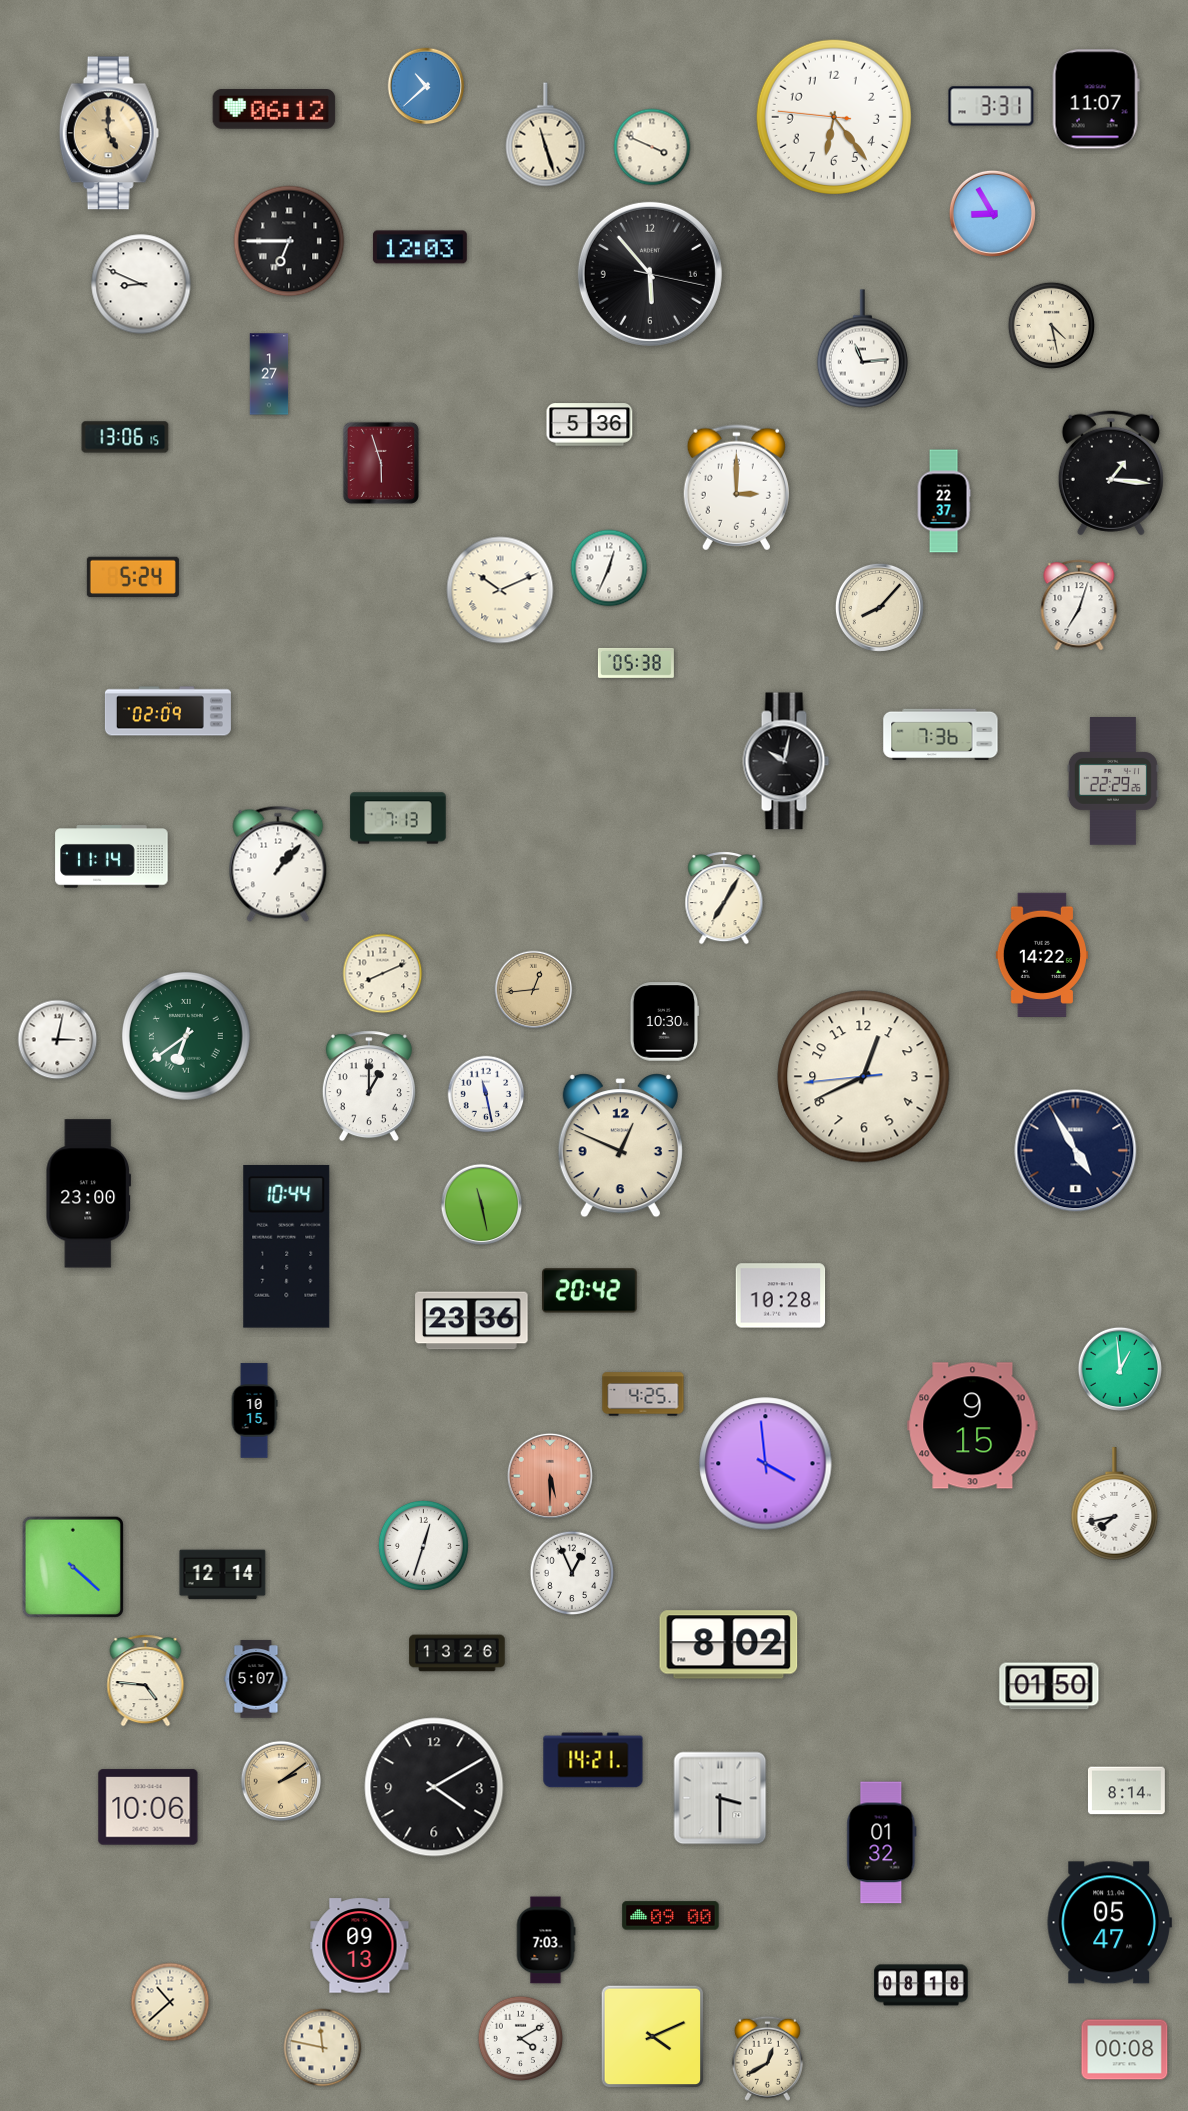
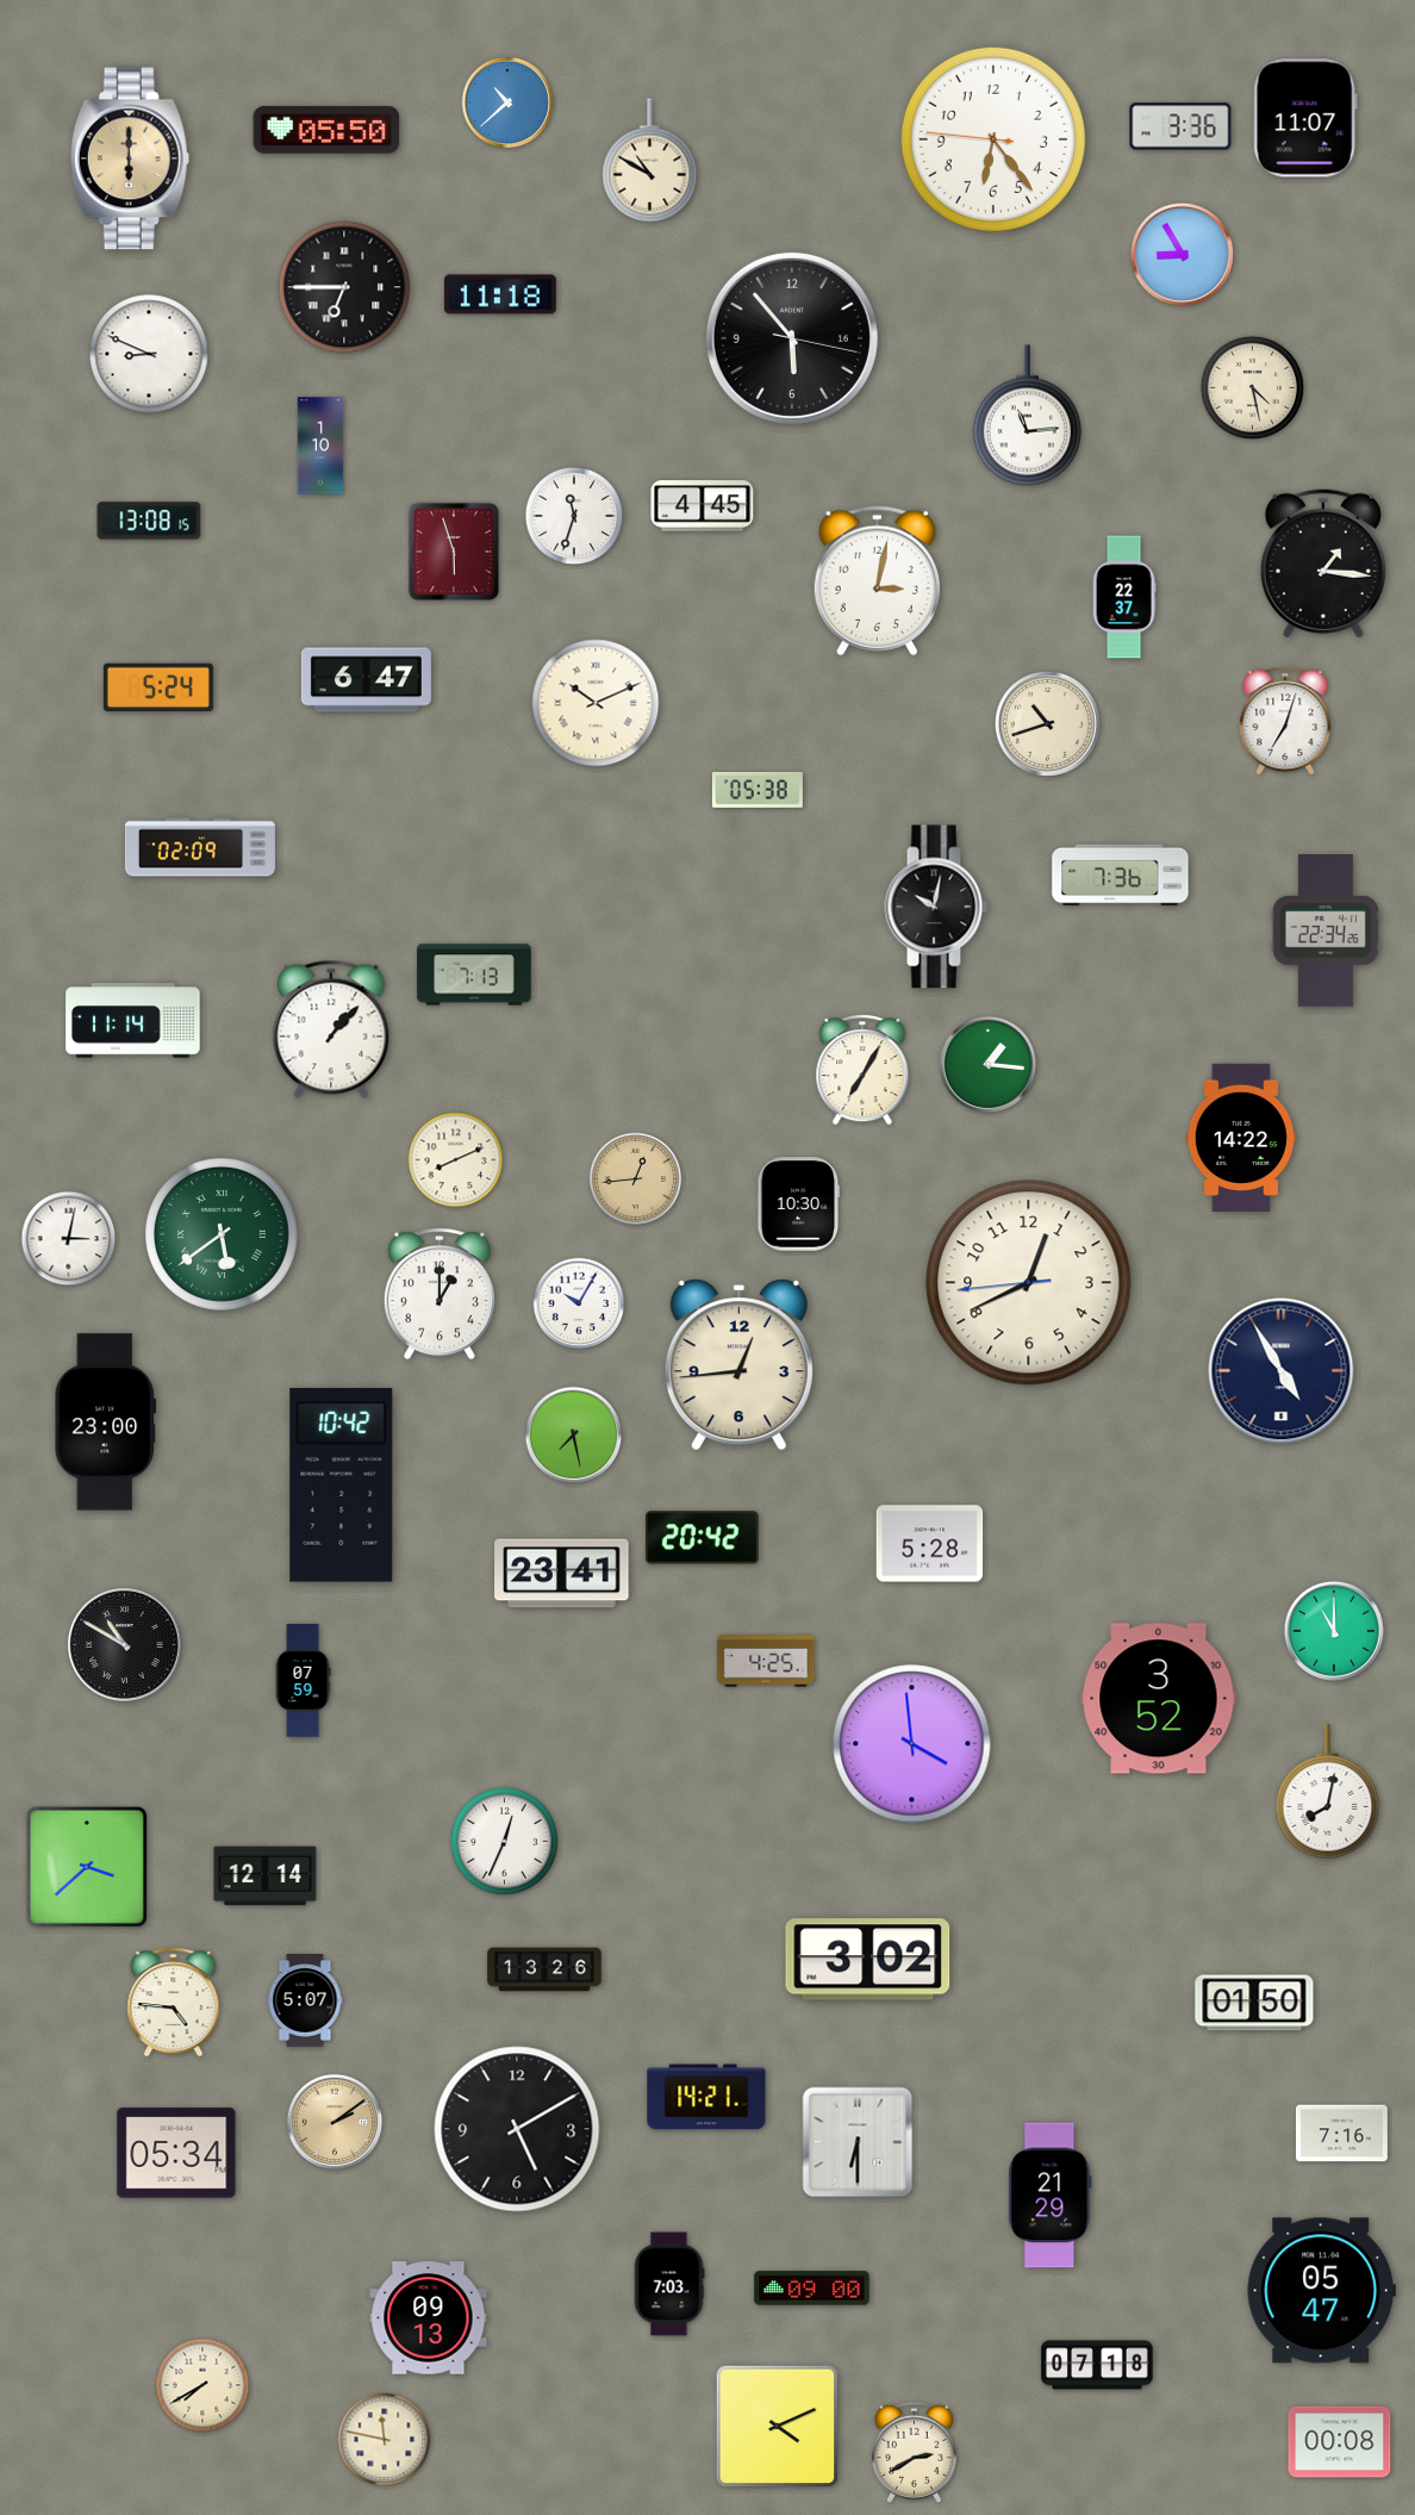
clock at (991, 106): 3:31 -> 3:36
clock at (274, 109): 06:12 -> 05:50
clock at (109, 133): 5:00 -> 6:00
clock at (546, 135): 11:27 -> 10:50
clock at (652, 147): 3:49 -> none
clock at (420, 247): 12:03 -> 11:18
clock at (650, 274) position: (650, 274) -> (792, 338)
clock at (141, 284) position: (141, 284) -> (149, 354)
clock at (269, 374): 1:27 -> 1:10
clock at (590, 425): 5:36 -> 4:45
clock at (574, 516): none -> 11:33
clock at (125, 437): 13:06 -> 13:08
clock at (736, 488): 3:00 -> 3:02
clock at (609, 568): 12:34 -> none
clock at (366, 680): none -> 6:47
clock at (879, 607): 8:07 -> 10:42
clock at (1113, 782): 22:29 -> 22:34
clock at (989, 1065): none -> 1:16
clock at (664, 1022) position: (664, 1022) -> (798, 1204)
clock at (187, 1037): 6:39 -> 5:39
clock at (486, 1094): 11:28 -> 10:05
clock at (620, 1146): 12:49 -> 12:44
clock at (482, 1205): 11:28 -> 7:28
clock at (287, 1246): 10:44 -> 10:42
clock at (781, 1296): 10:28 -> 5:28
clock at (472, 1321): 23:36 -> 23:41
clock at (1120, 1369): 12:59 -> 11:00
clock at (125, 1645): none -> 10:50
clock at (254, 1411): 10:15 -> 07:59
clock at (973, 1426): 9:15 -> 3:52
clock at (550, 1476): 5:30 -> none
clock at (1115, 1504): 7:43 -> 8:02
clock at (423, 1545): 12:33 -> 12:34
clock at (73, 1567): 4:22 -> 3:38
clock at (572, 1573): 12:56 -> none
clock at (729, 1645): 8:02 -> 3:02
clock at (1049, 1686) position: (1049, 1686) -> (1254, 2003)
clock at (434, 1787): 4:10 -> 5:10
clock at (1126, 1791): 8:14 -> 7:16
clock at (720, 1798): 3:30 -> 6:30
clock at (148, 1807): 10:06 -> 05:34
clock at (882, 1843): 01:32 -> 21:29
clock at (671, 1916) position: (671, 1916) -> (812, 2289)
clock at (546, 1940) position: (546, 1940) -> (669, 2284)
clock at (922, 1985): 08:18 -> 07:18
clock at (170, 2002): 10:38 -> 7:40
clock at (521, 2039): 4:10 -> none
clock at (767, 2058): 12:40 -> 2:40
